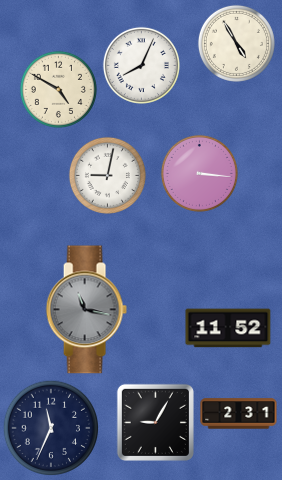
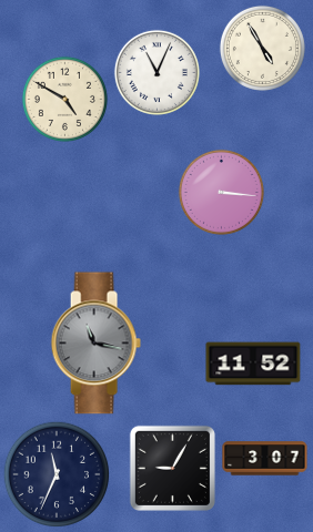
clock at (141, 65): 8:04 -> 11:04
clock at (107, 175): 9:02 -> none
clock at (239, 414): 2:31 -> 3:07
